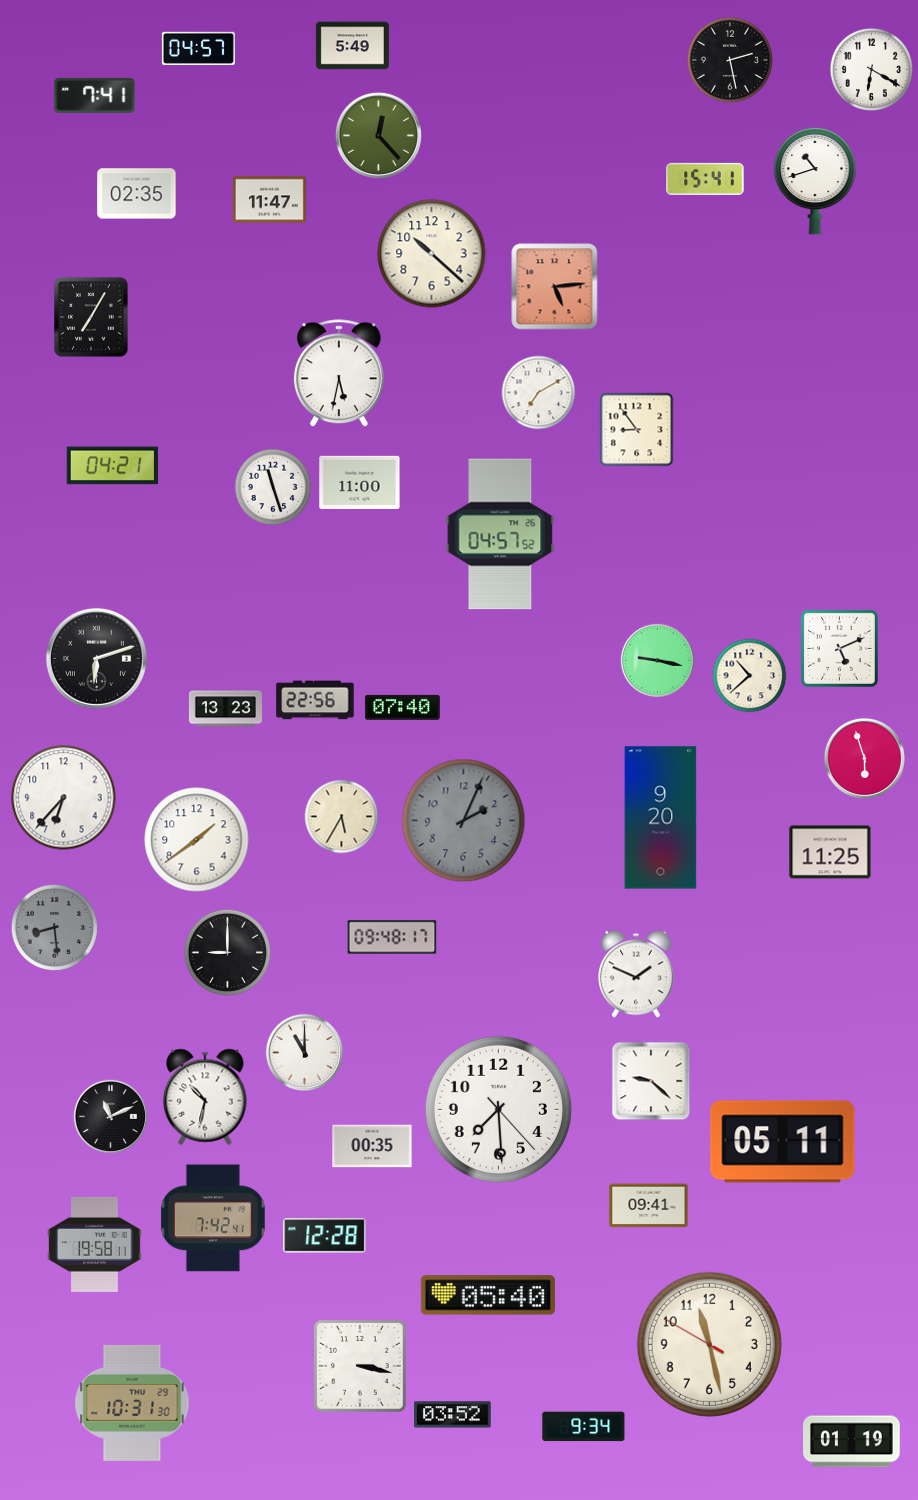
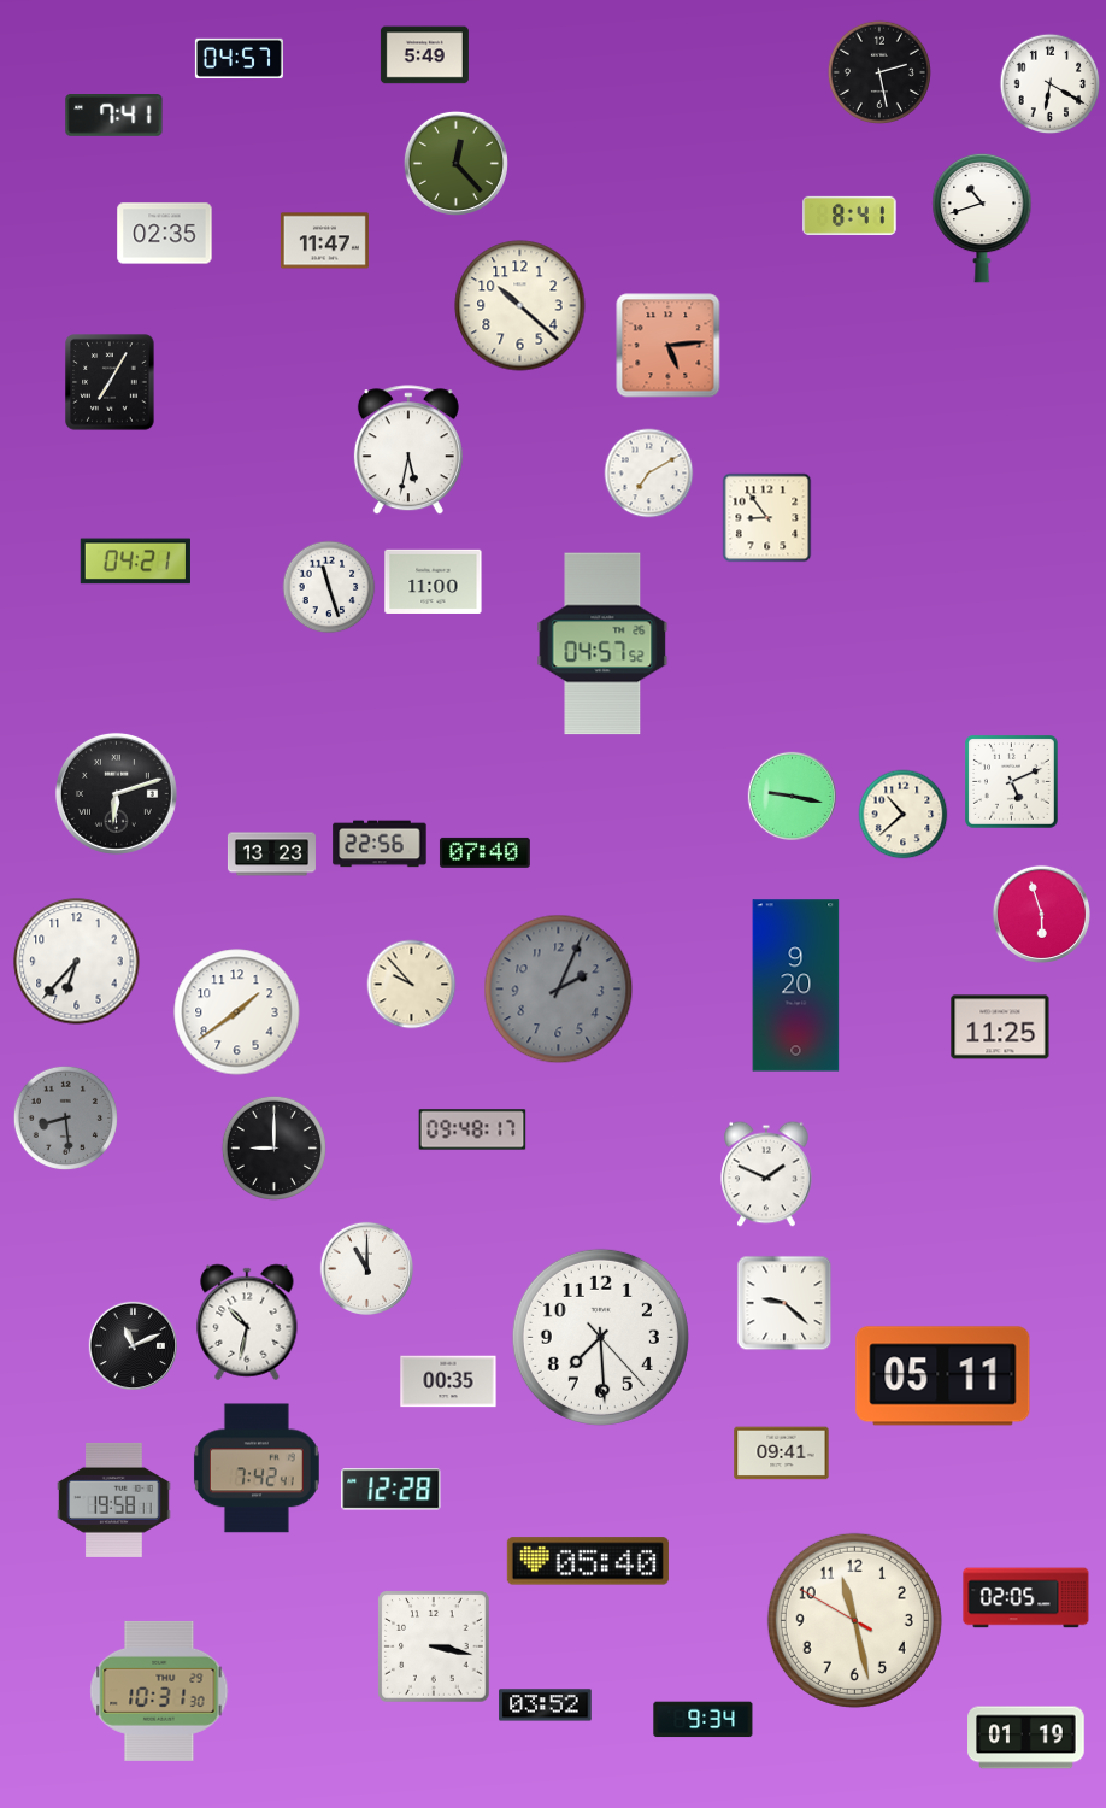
clock at (705, 179): 15:41 -> 8:41
clock at (342, 817): 5:35 -> 9:53
clock at (1026, 1598): none -> 02:05
